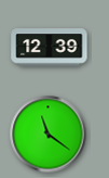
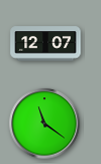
clock at (50, 48): 12:39 -> 12:07
